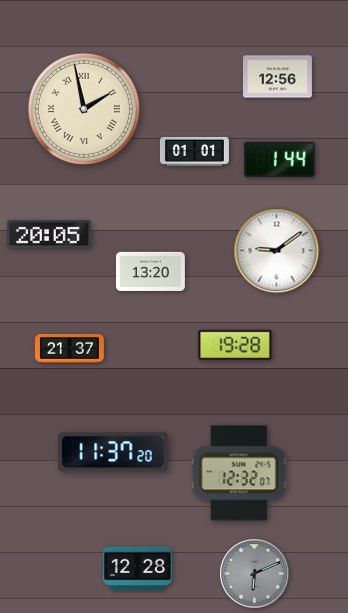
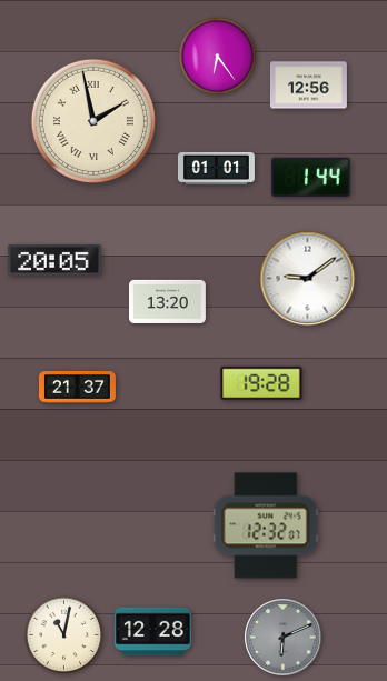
clock at (218, 57): none -> 6:24
clock at (113, 452): 11:37 -> none
clock at (64, 635): none -> 11:02
